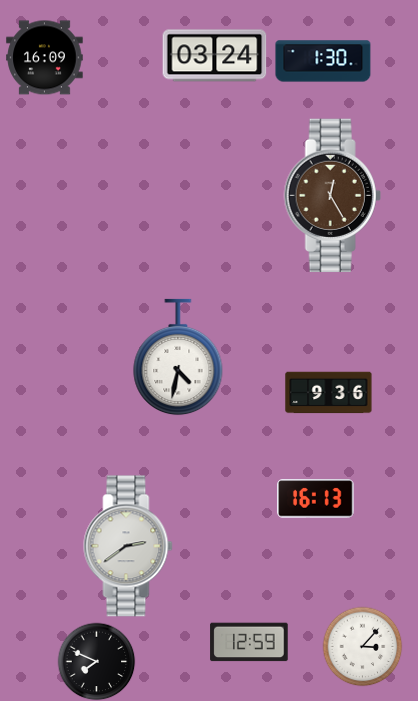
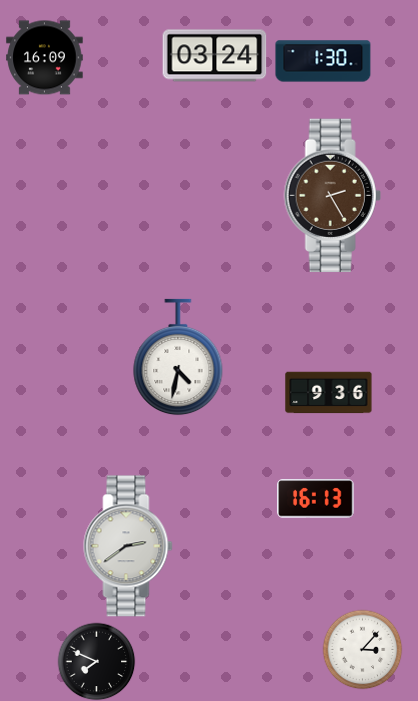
clock at (332, 196): 12:25 -> 2:25
clock at (249, 642): 12:59 -> none
clock at (362, 646) position: (362, 646) -> (362, 649)
